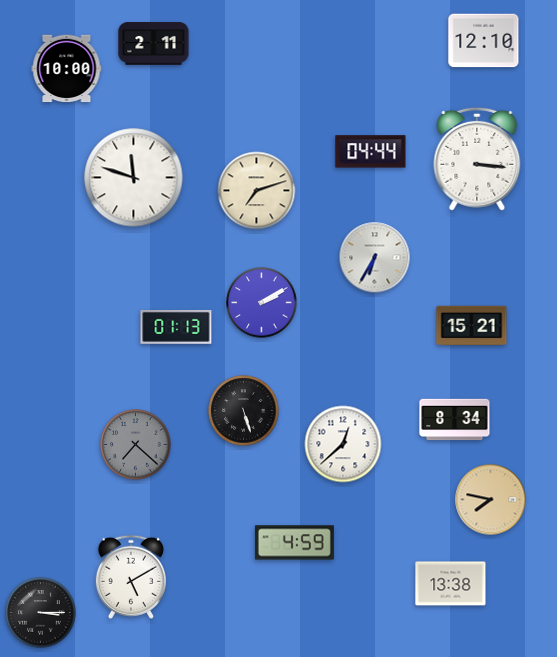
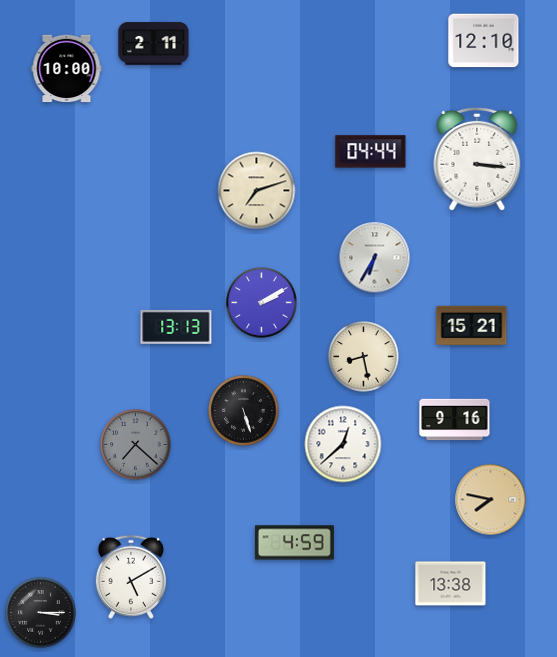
clock at (134, 178): 11:48 -> none
clock at (176, 327): 01:13 -> 13:13
clock at (364, 357): none -> 8:28
clock at (455, 420): 8:34 -> 9:16
